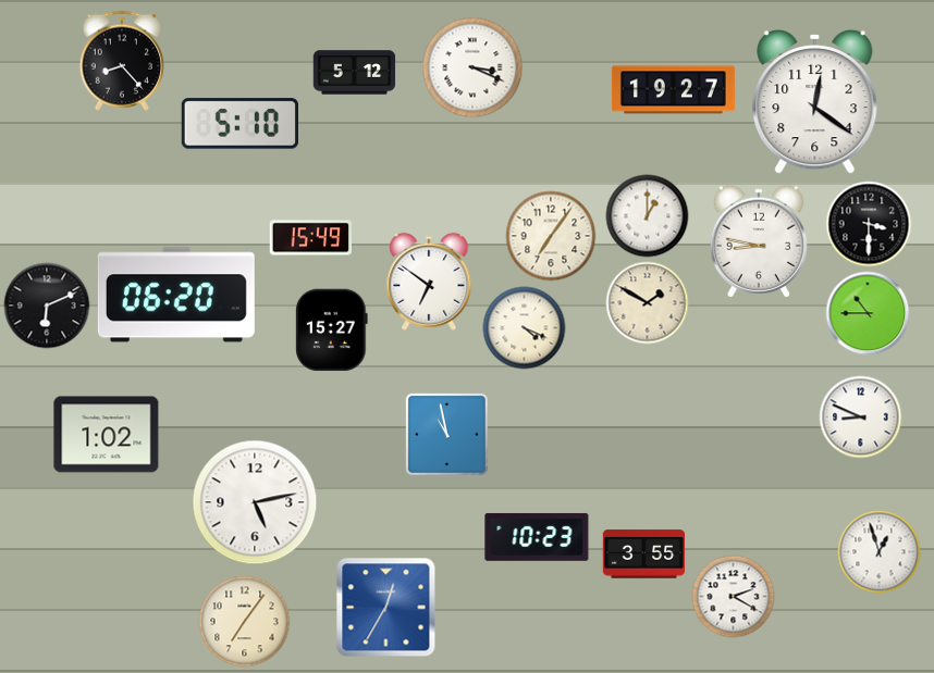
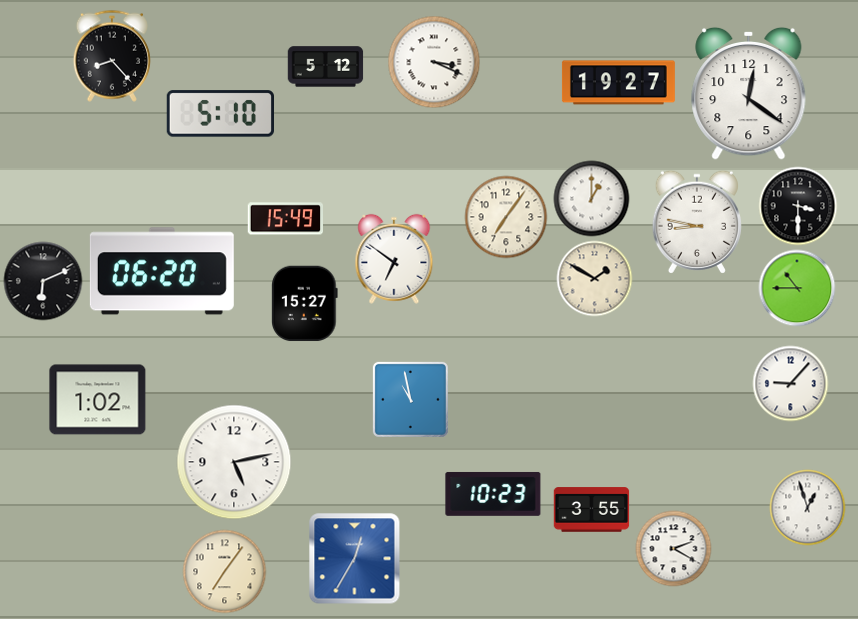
clock at (648, 216) position: (648, 216) -> (592, 199)
clock at (525, 328): 4:19 -> none
clock at (861, 417): 8:49 -> 9:07
